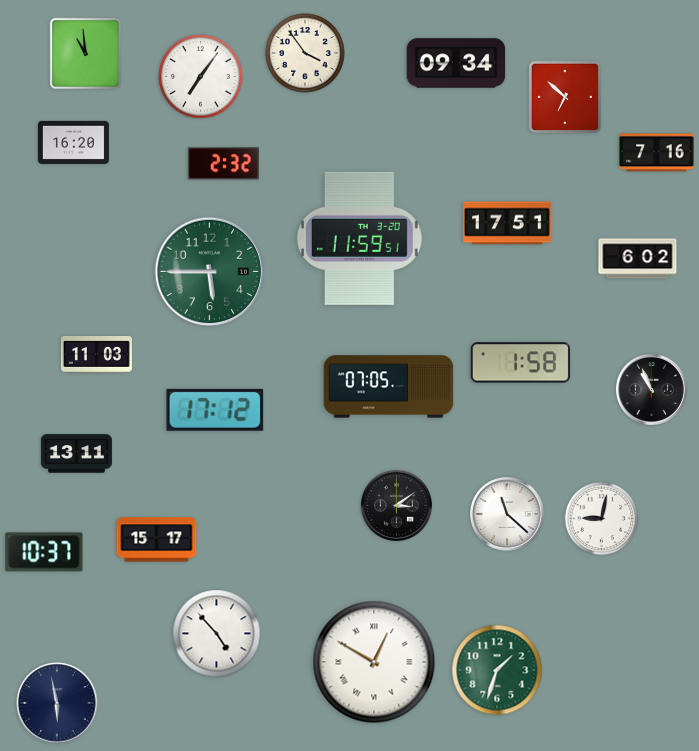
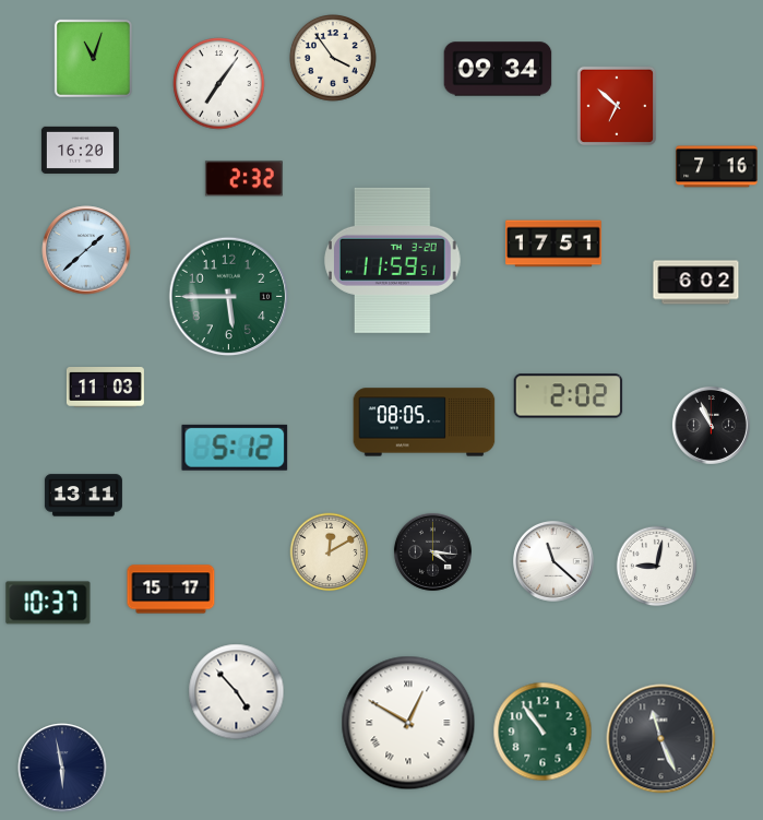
clock at (85, 53): 10:59 -> 11:03
clock at (73, 142) position: (73, 142) -> (80, 150)
clock at (86, 250): none -> 1:38
clock at (521, 363): 1:58 -> 2:02
clock at (389, 387): 07:05 -> 08:05
clock at (215, 410): 17:12 -> 5:12
clock at (396, 505): 3:09 -> 4:16
clock at (330, 552): none -> 12:10
clock at (497, 670): 1:33 -> 10:54
clock at (661, 739): none -> 11:26
